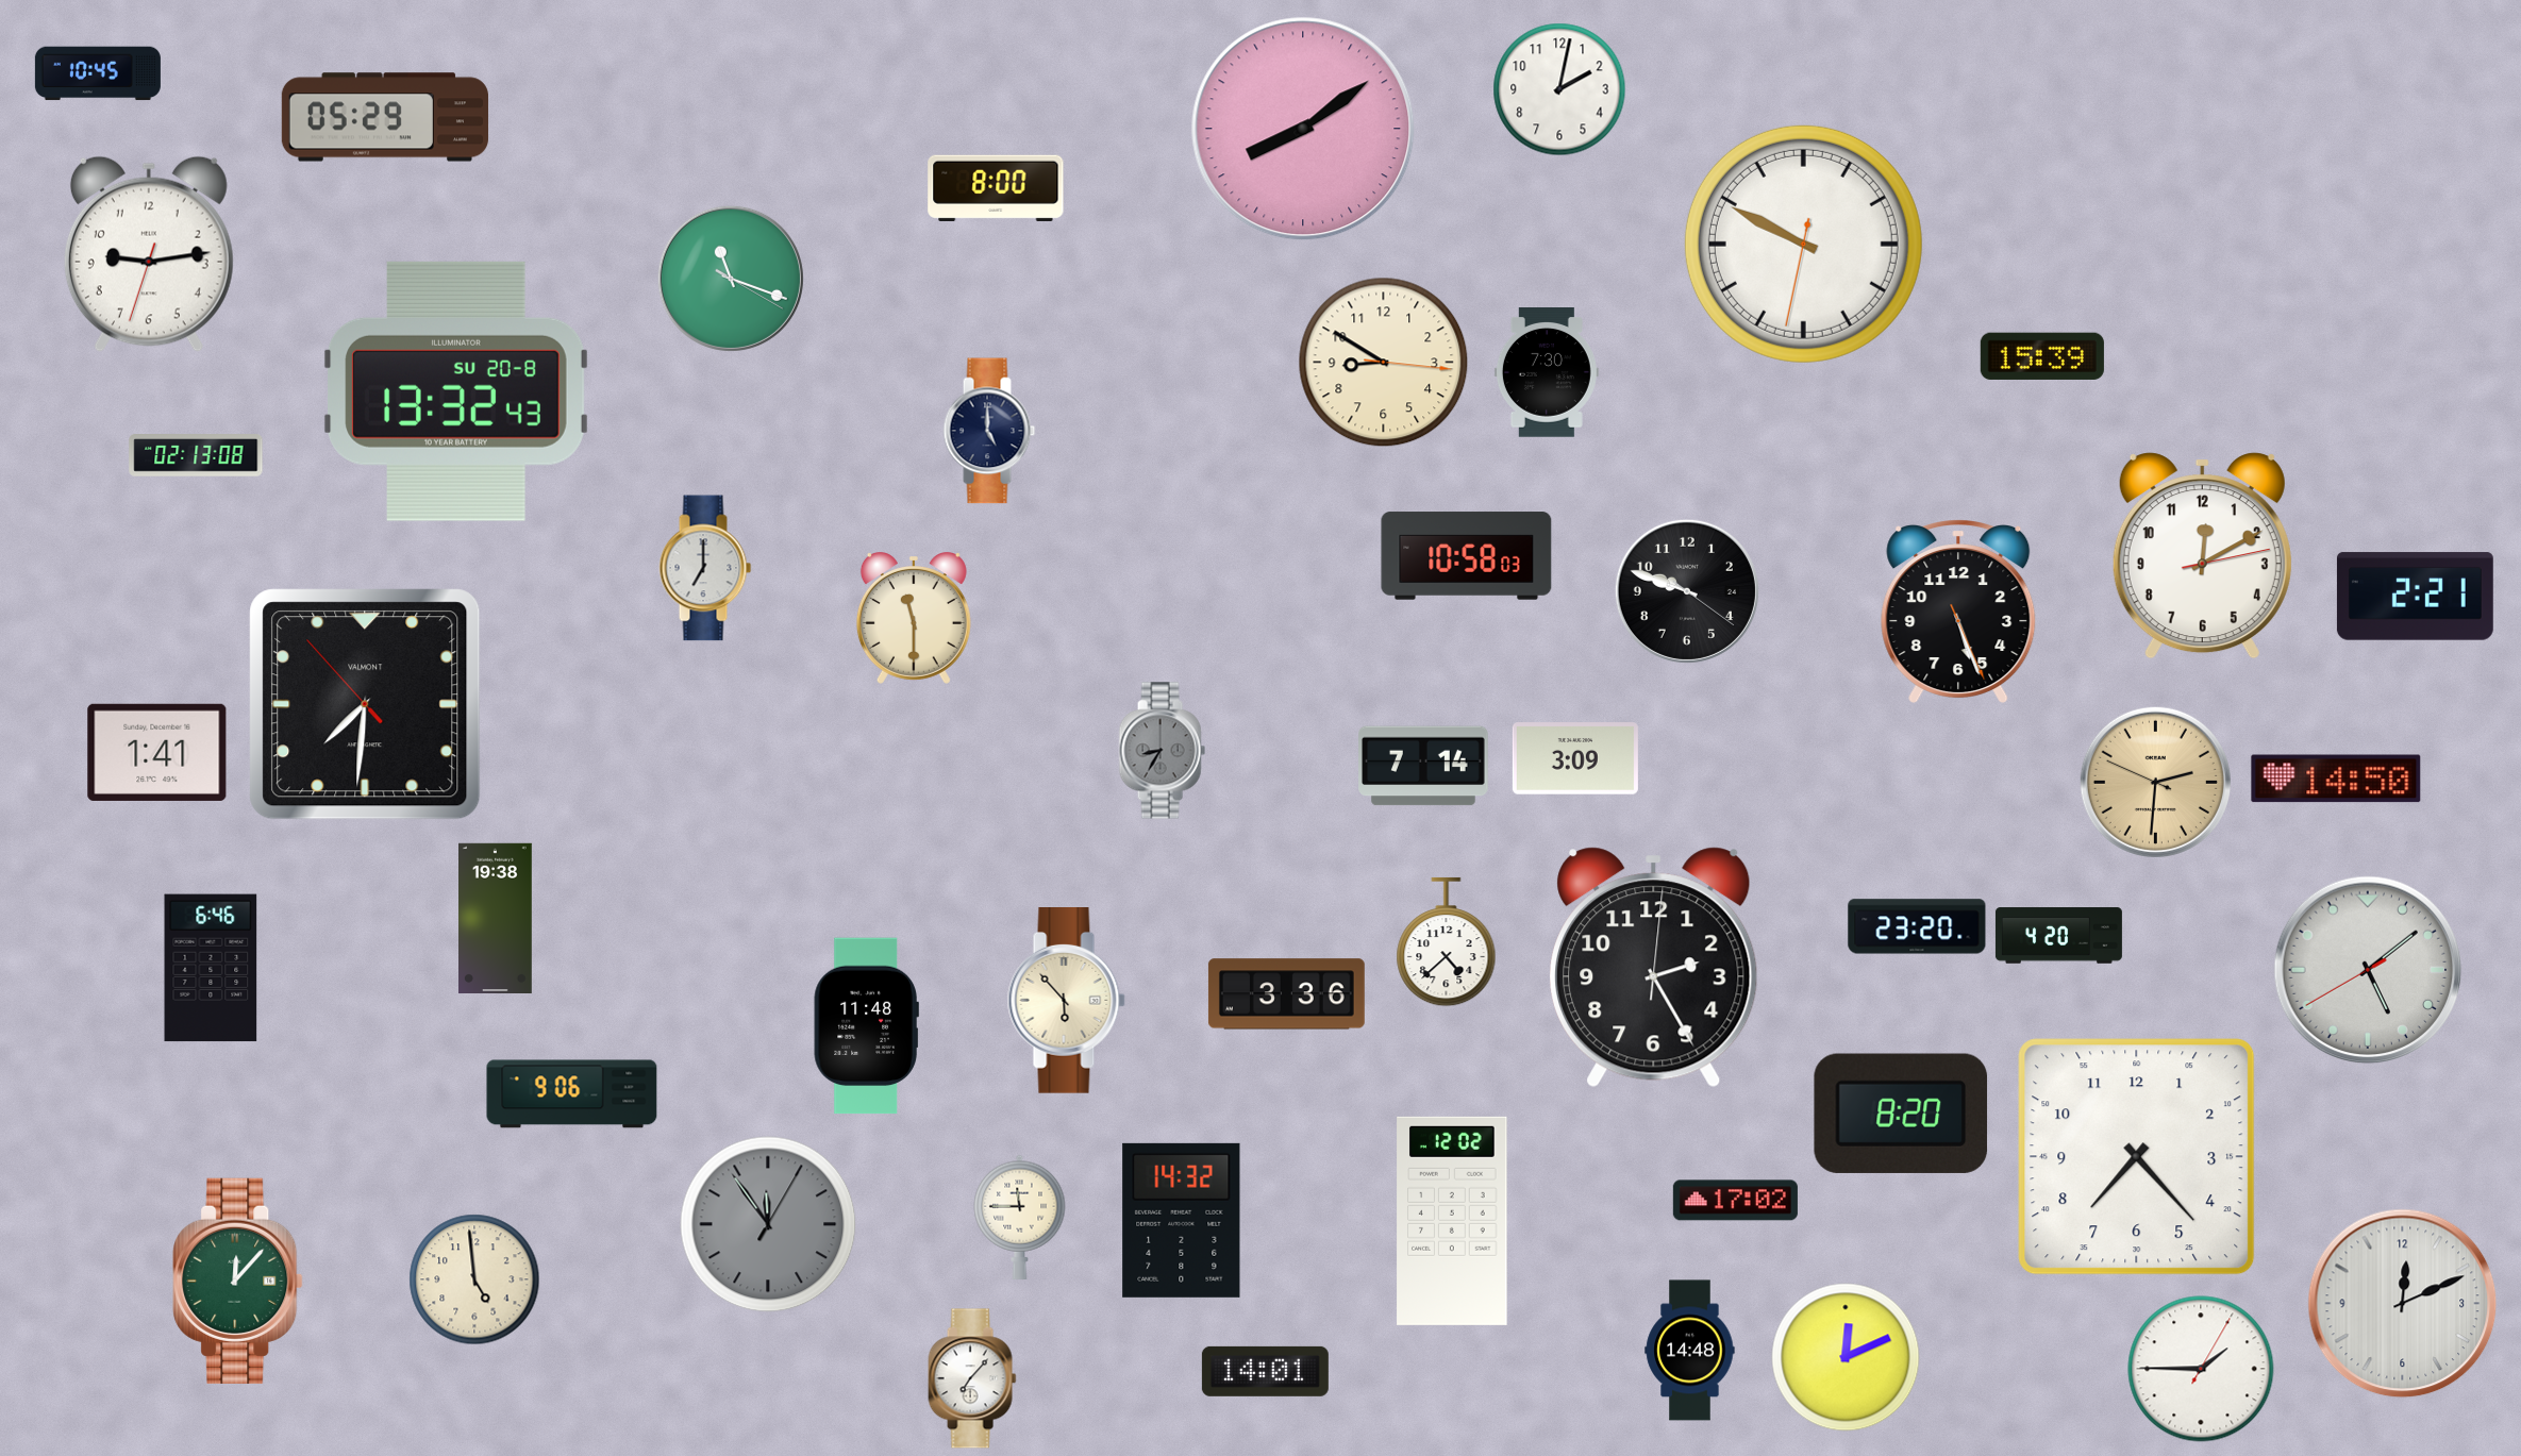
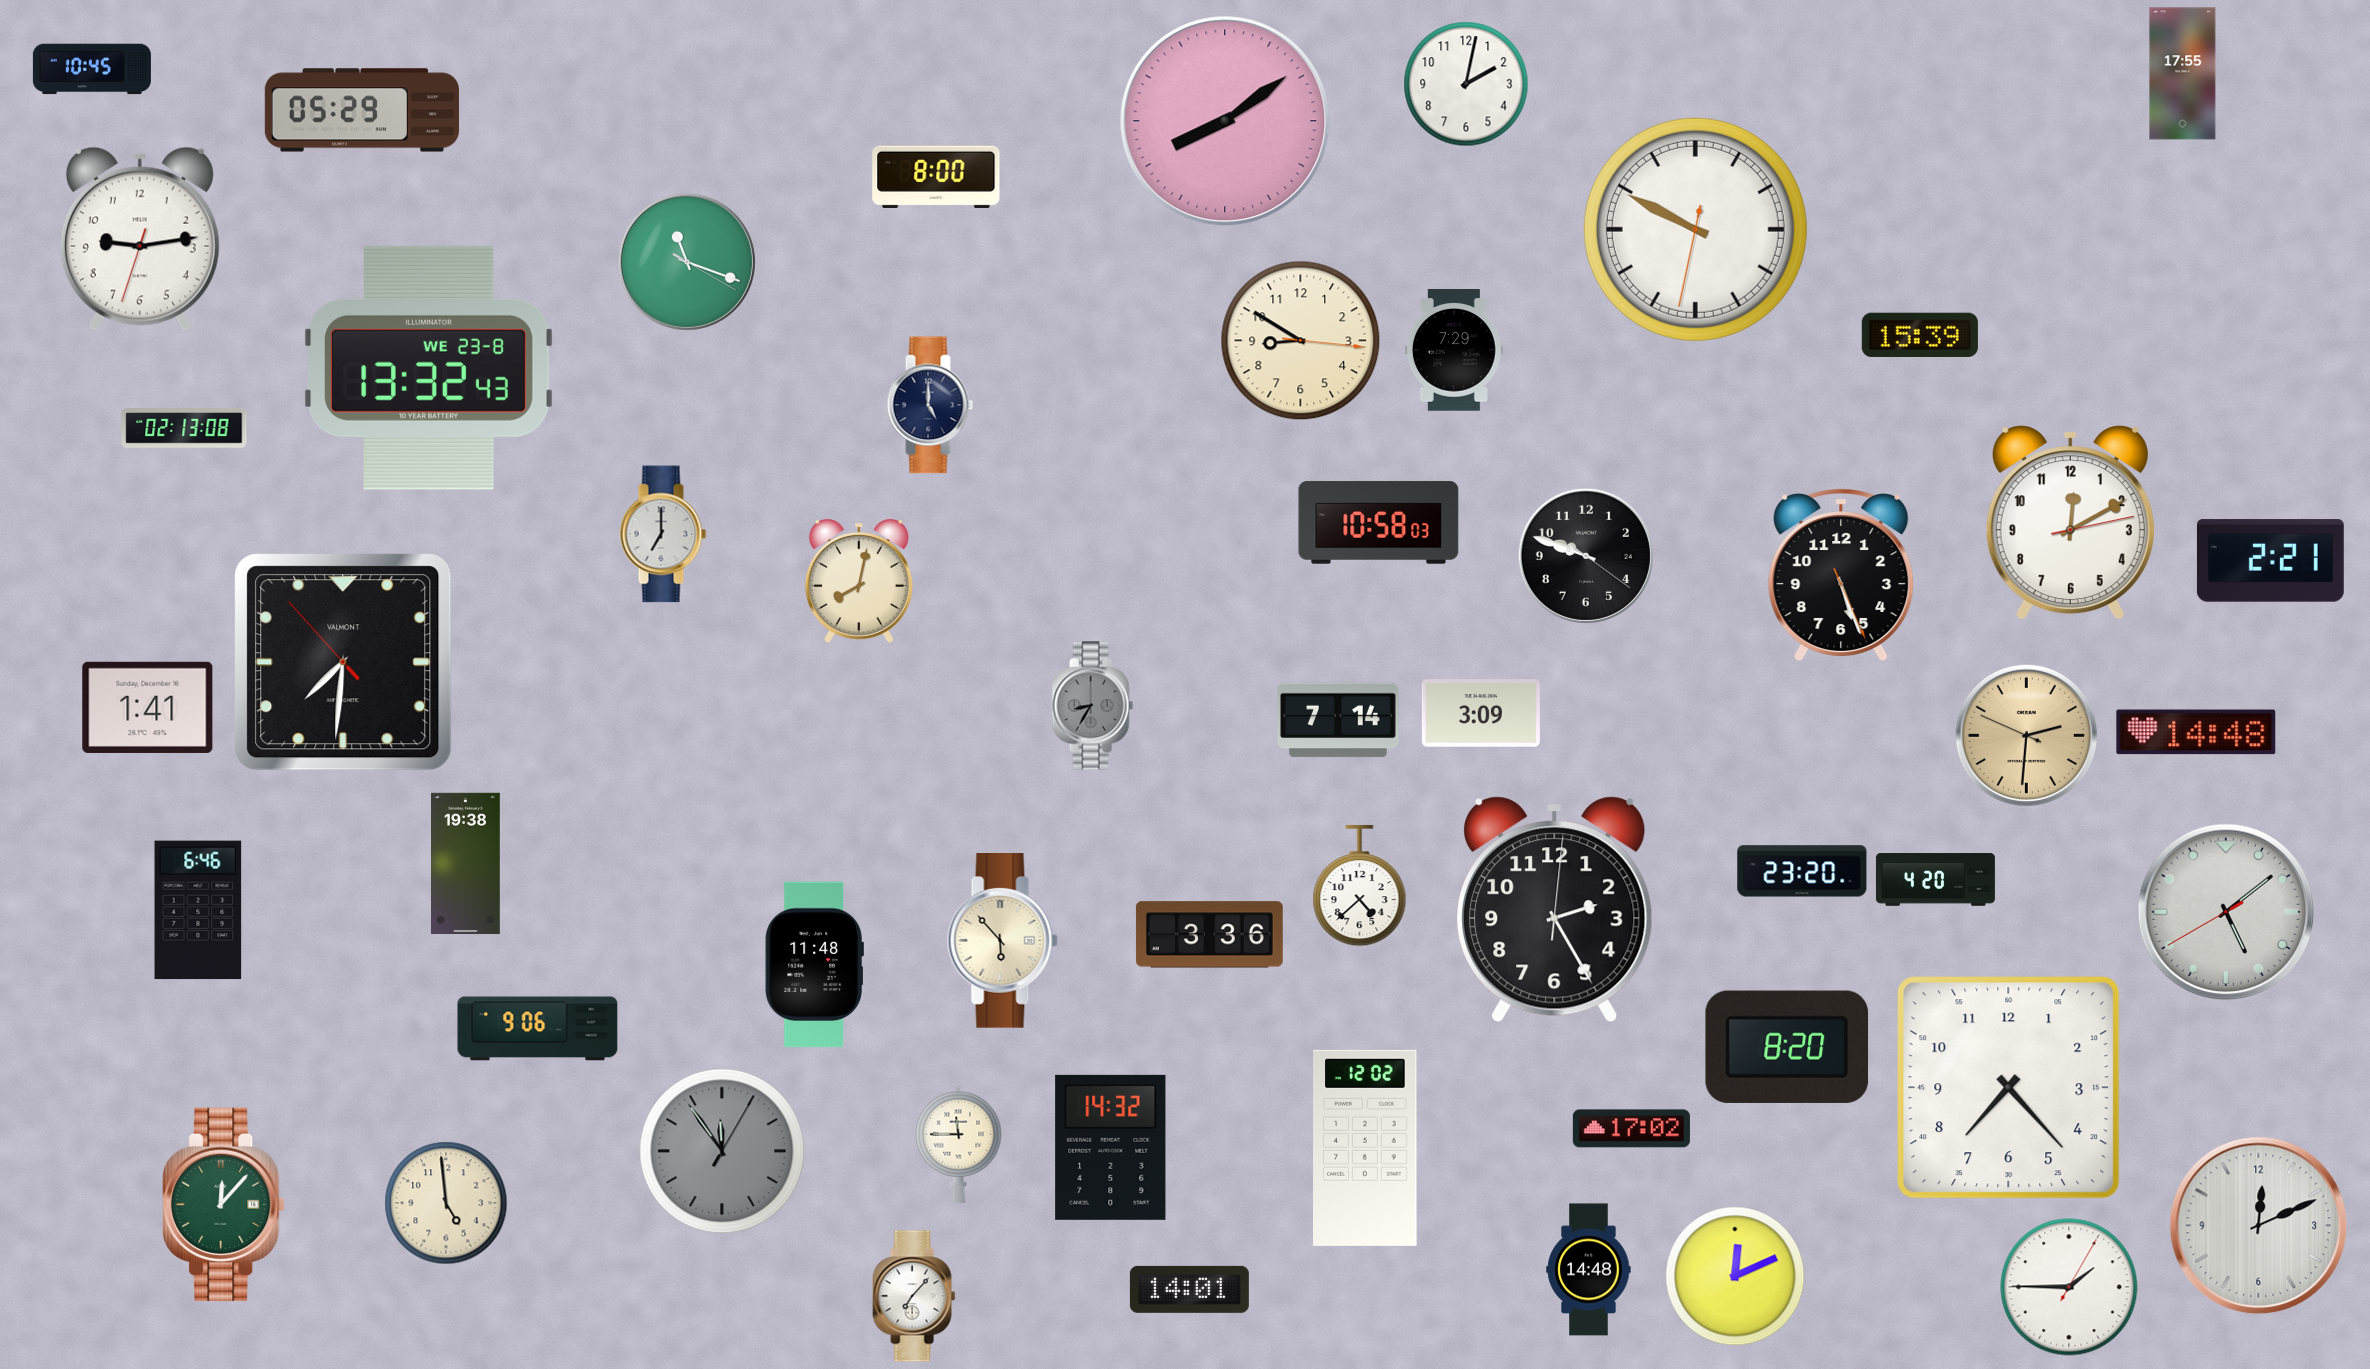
clock at (2183, 74): none -> 17:55
clock at (1547, 373): 7:30 -> 7:29
clock at (456, 391) date: SU 20-8 -> WE 23-8
clock at (914, 619): 11:30 -> 8:02
clock at (2336, 779): 14:50 -> 14:48
